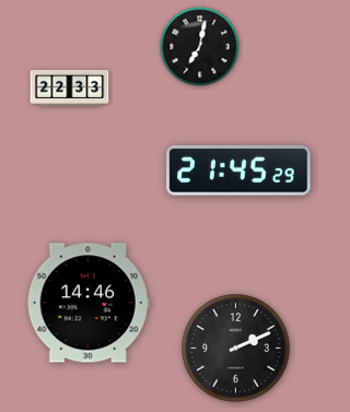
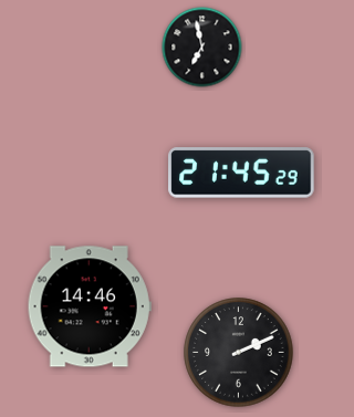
clock at (200, 47): 7:02 -> 6:58
clock at (70, 87): 22:33 -> none
